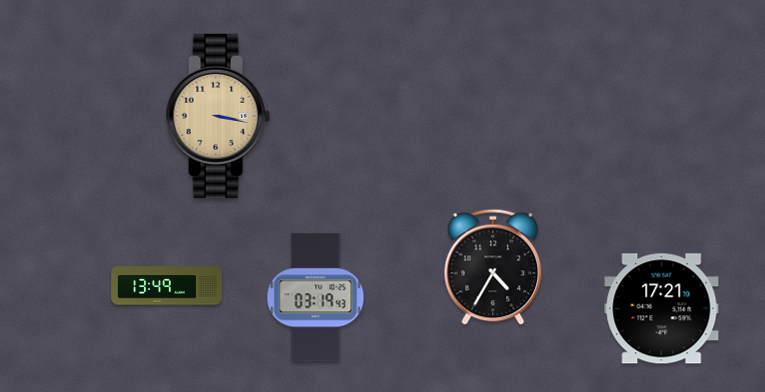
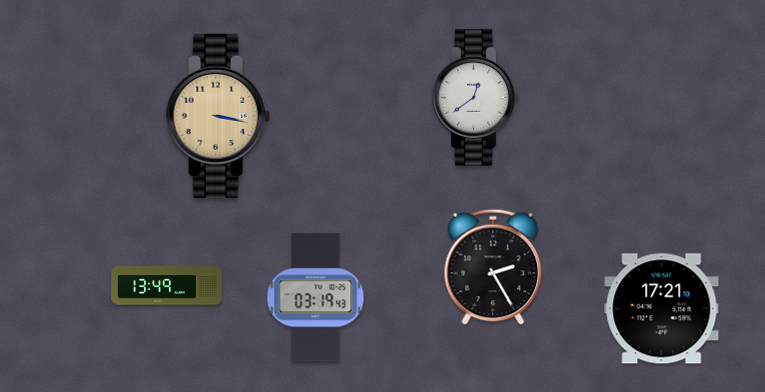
clock at (476, 97): none -> 12:39
clock at (493, 267): 4:35 -> 2:25
